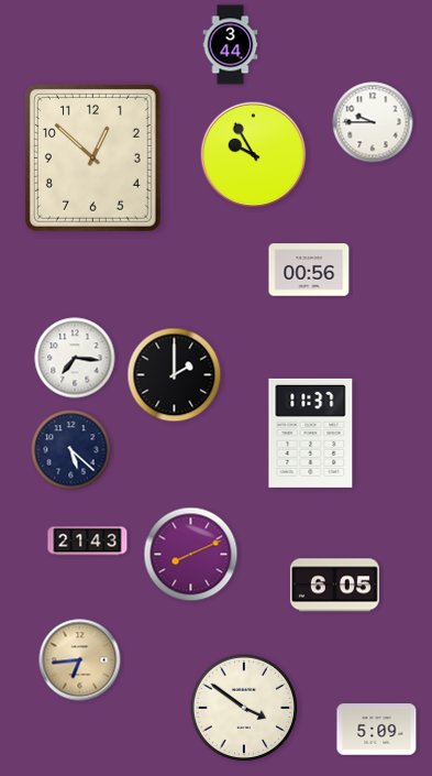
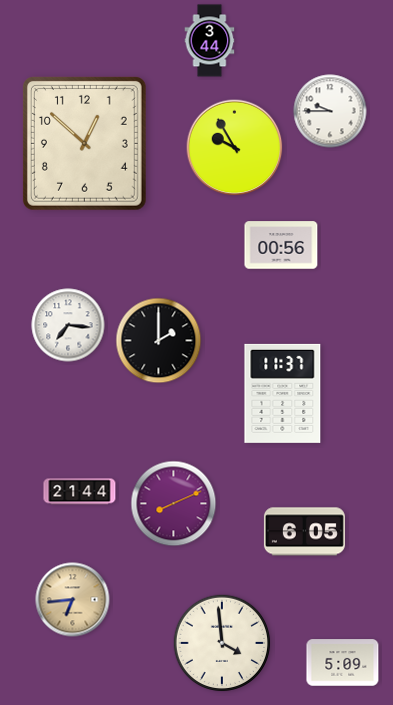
clock at (373, 122) position: (373, 122) -> (330, 111)
clock at (254, 155) position: (254, 155) -> (235, 148)
clock at (71, 450): 5:22 -> none
clock at (88, 542): 21:43 -> 21:44
clock at (244, 708): 3:51 -> 3:59
